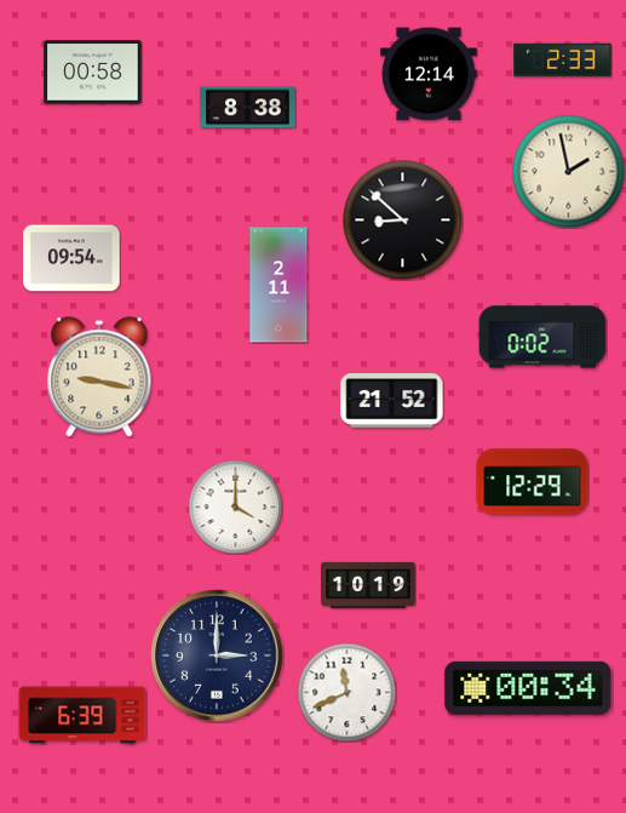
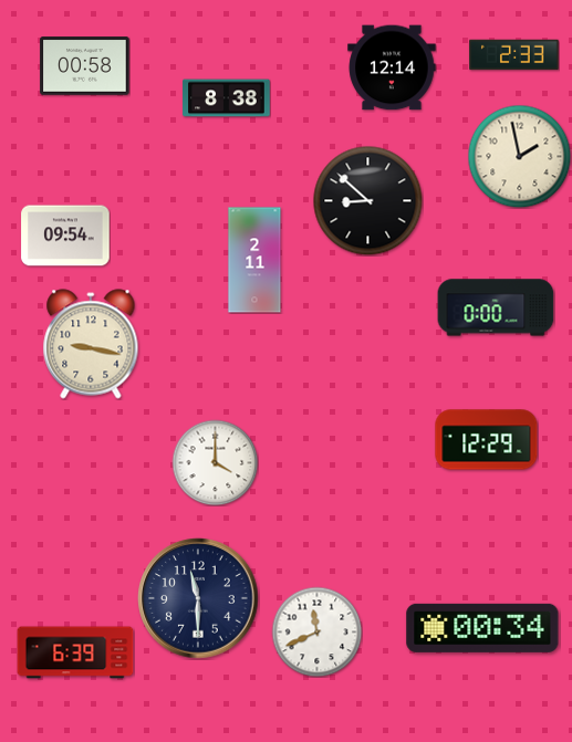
clock at (542, 337): 0:02 -> 0:00
clock at (392, 401): 21:52 -> none
clock at (368, 585): 10:19 -> none
clock at (217, 655): 3:00 -> 11:30
